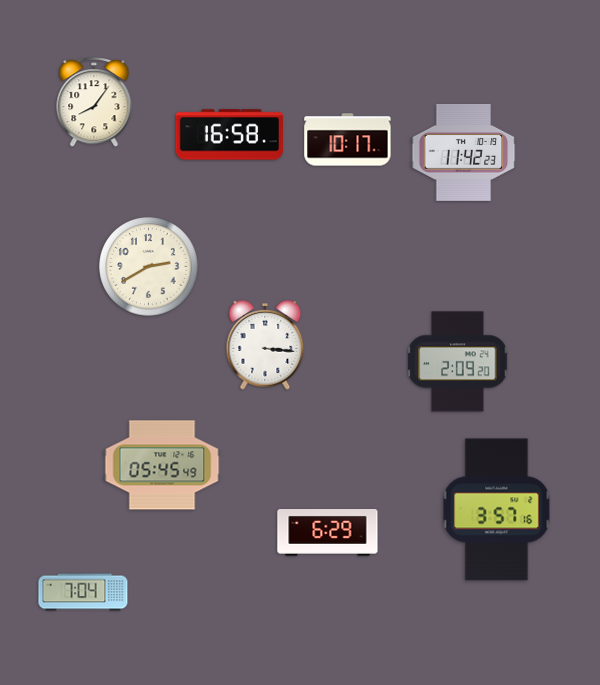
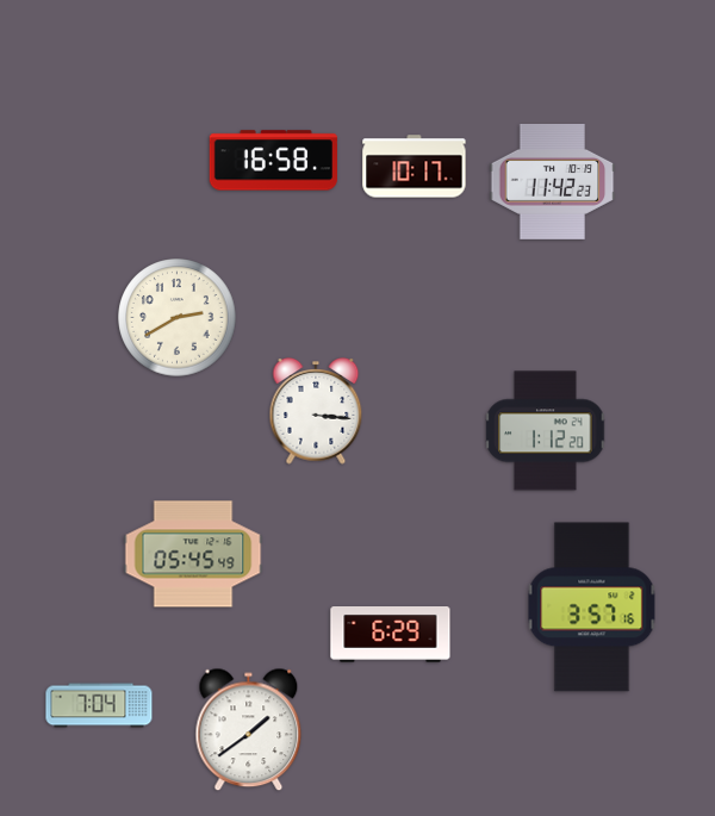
clock at (94, 103): 8:06 -> none
clock at (458, 362): 2:09 -> 1:12
clock at (249, 730): none -> 1:39
